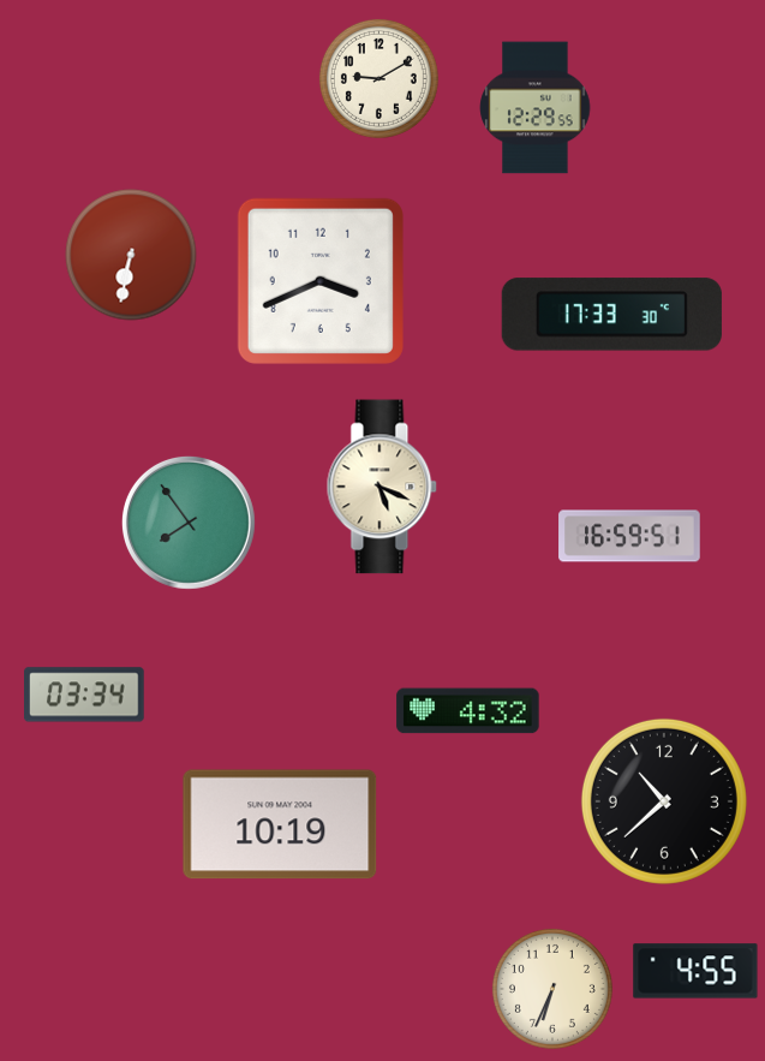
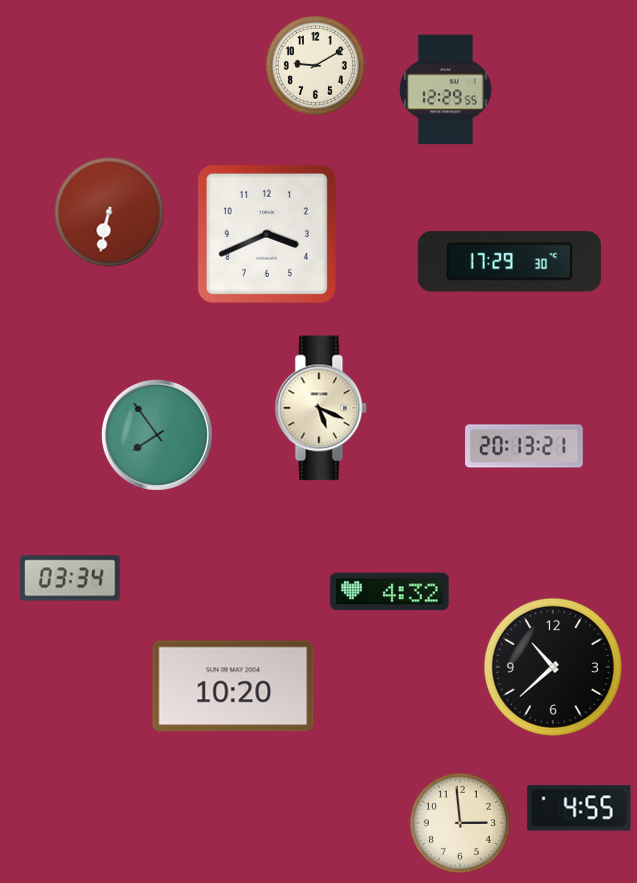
clock at (611, 315): 17:33 -> 17:29
clock at (382, 487) position: (382, 487) -> (321, 408)
clock at (629, 536): 16:59 -> 20:13
clock at (280, 824): 10:19 -> 10:20
clock at (552, 989): 6:34 -> 2:59
